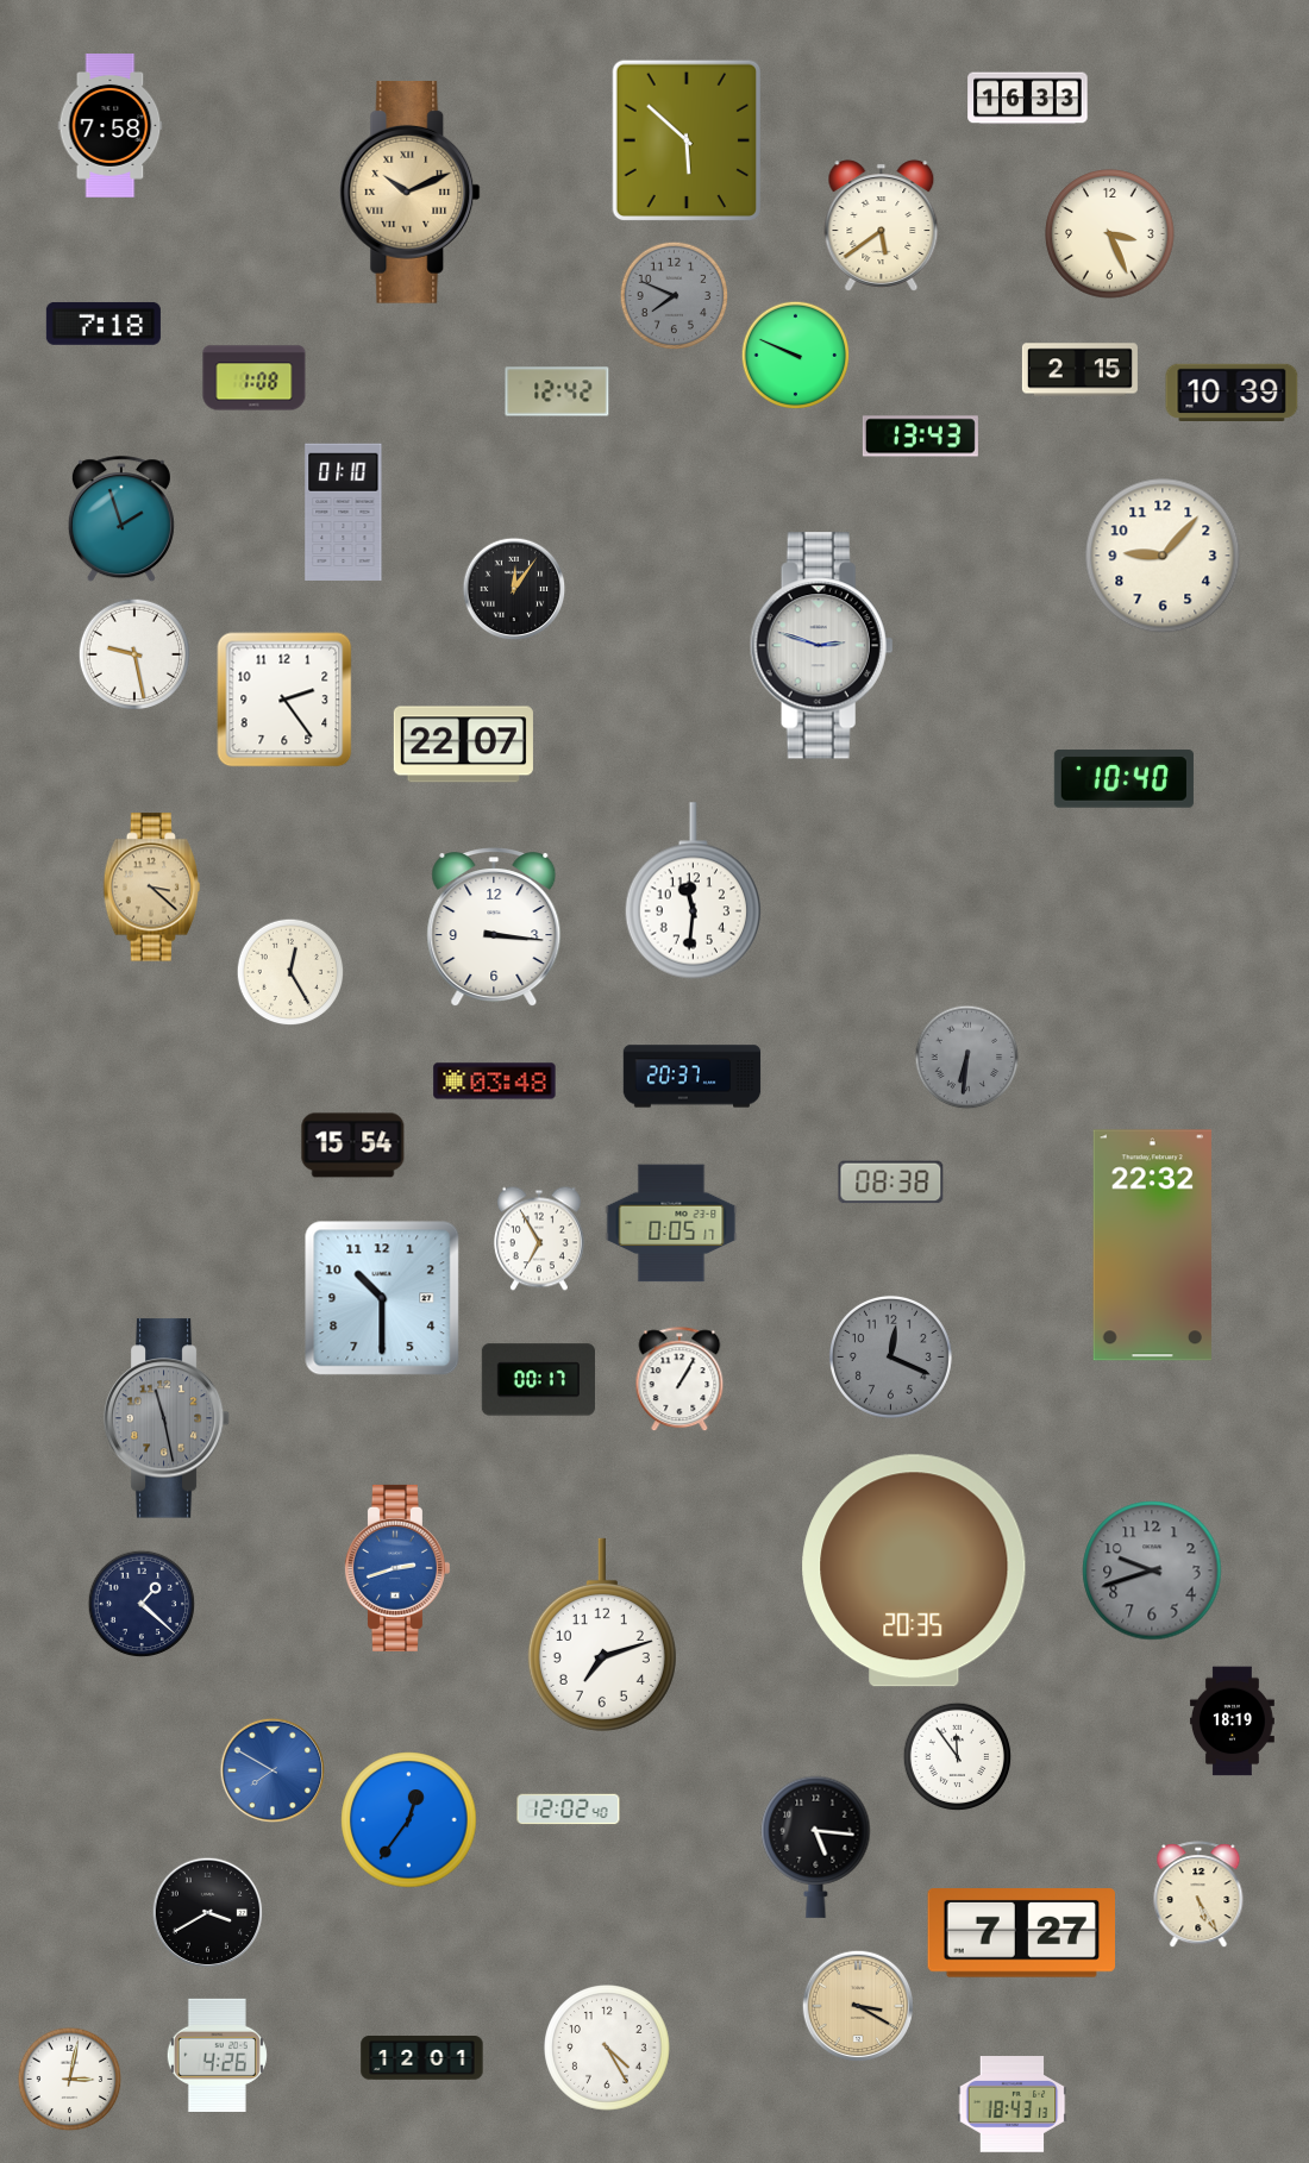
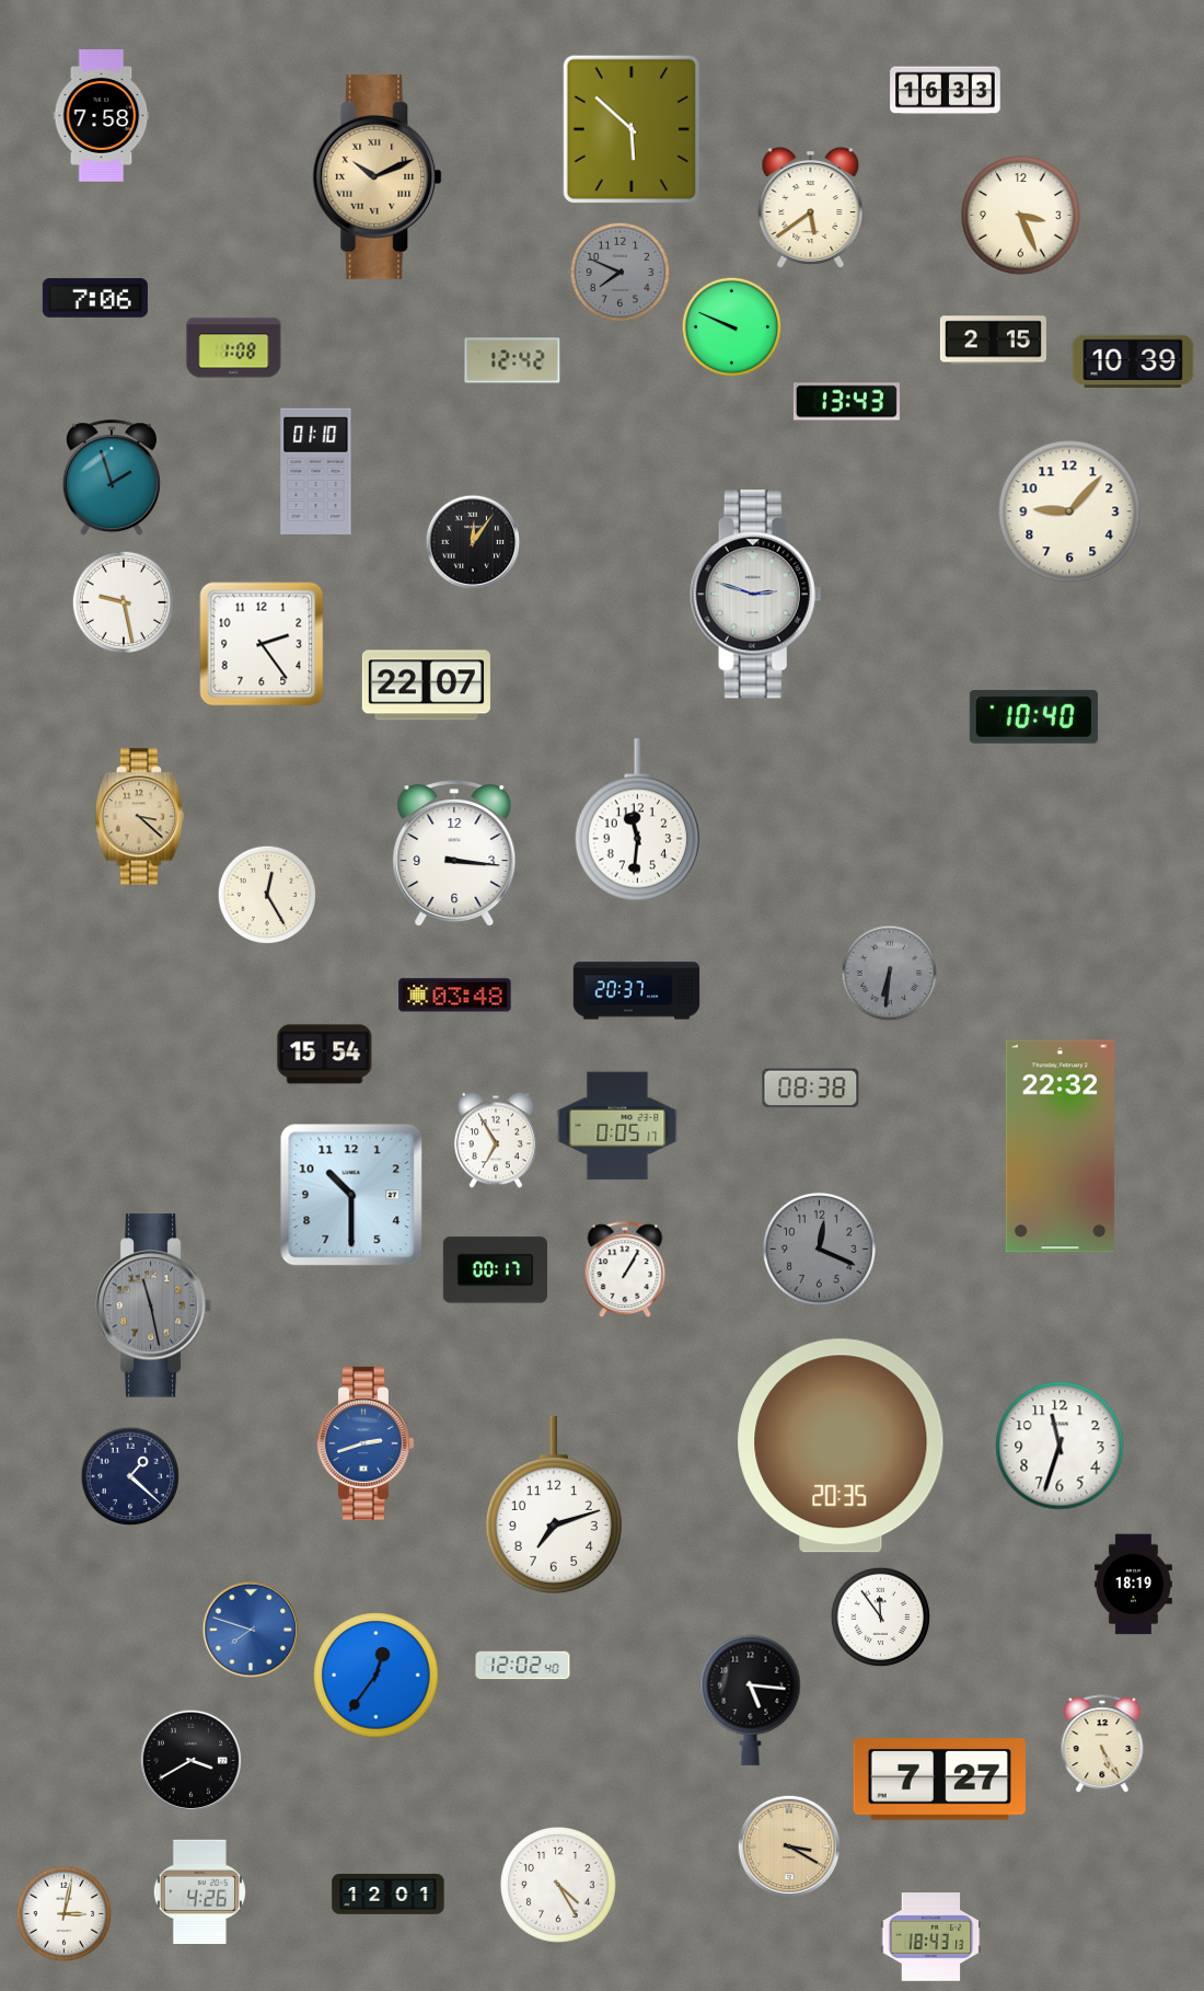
clock at (104, 324): 7:18 -> 7:06
clock at (891, 1183) position: (891, 1183) -> (811, 1089)
clock at (1152, 1570): 9:42 -> 11:33
clock at (1152, 1570) dial: grey -> white
clock at (273, 1770): 7:50 -> 7:48
